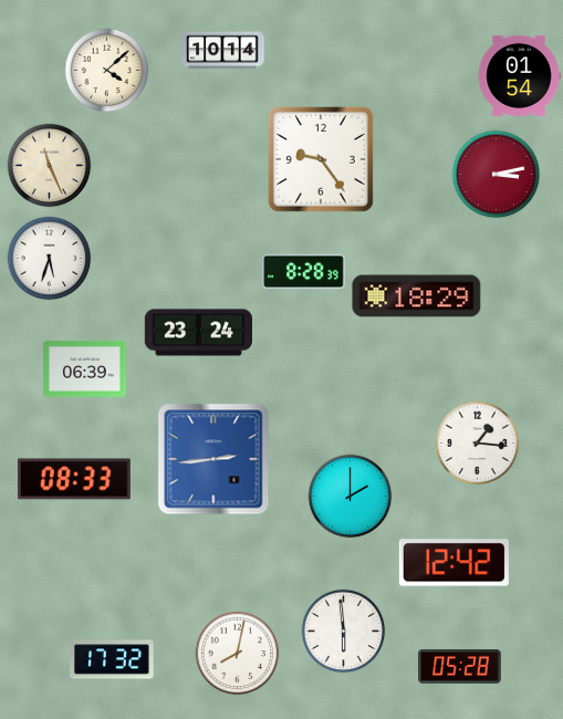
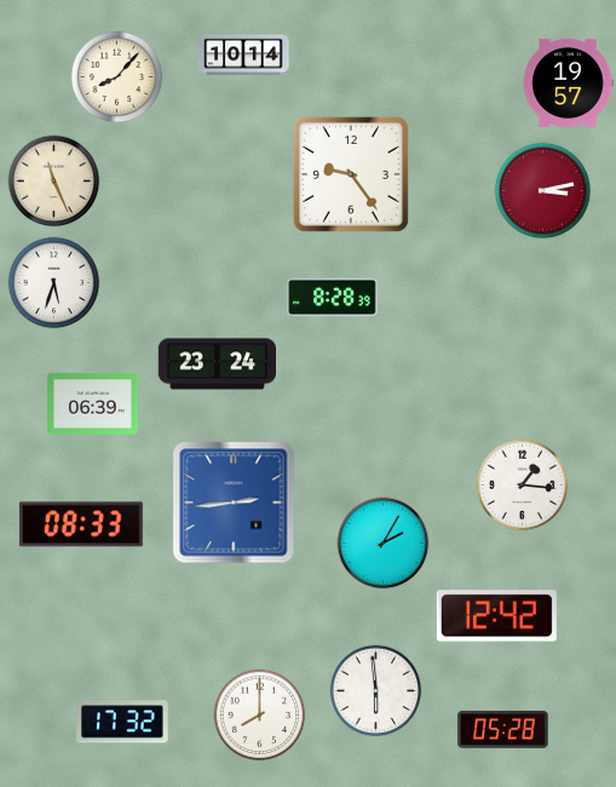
clock at (107, 71): 4:08 -> 8:07
clock at (519, 75): 01:54 -> 19:57
clock at (417, 296): 18:29 -> none
clock at (351, 497): 2:00 -> 2:05
clock at (238, 654): 8:02 -> 8:00
